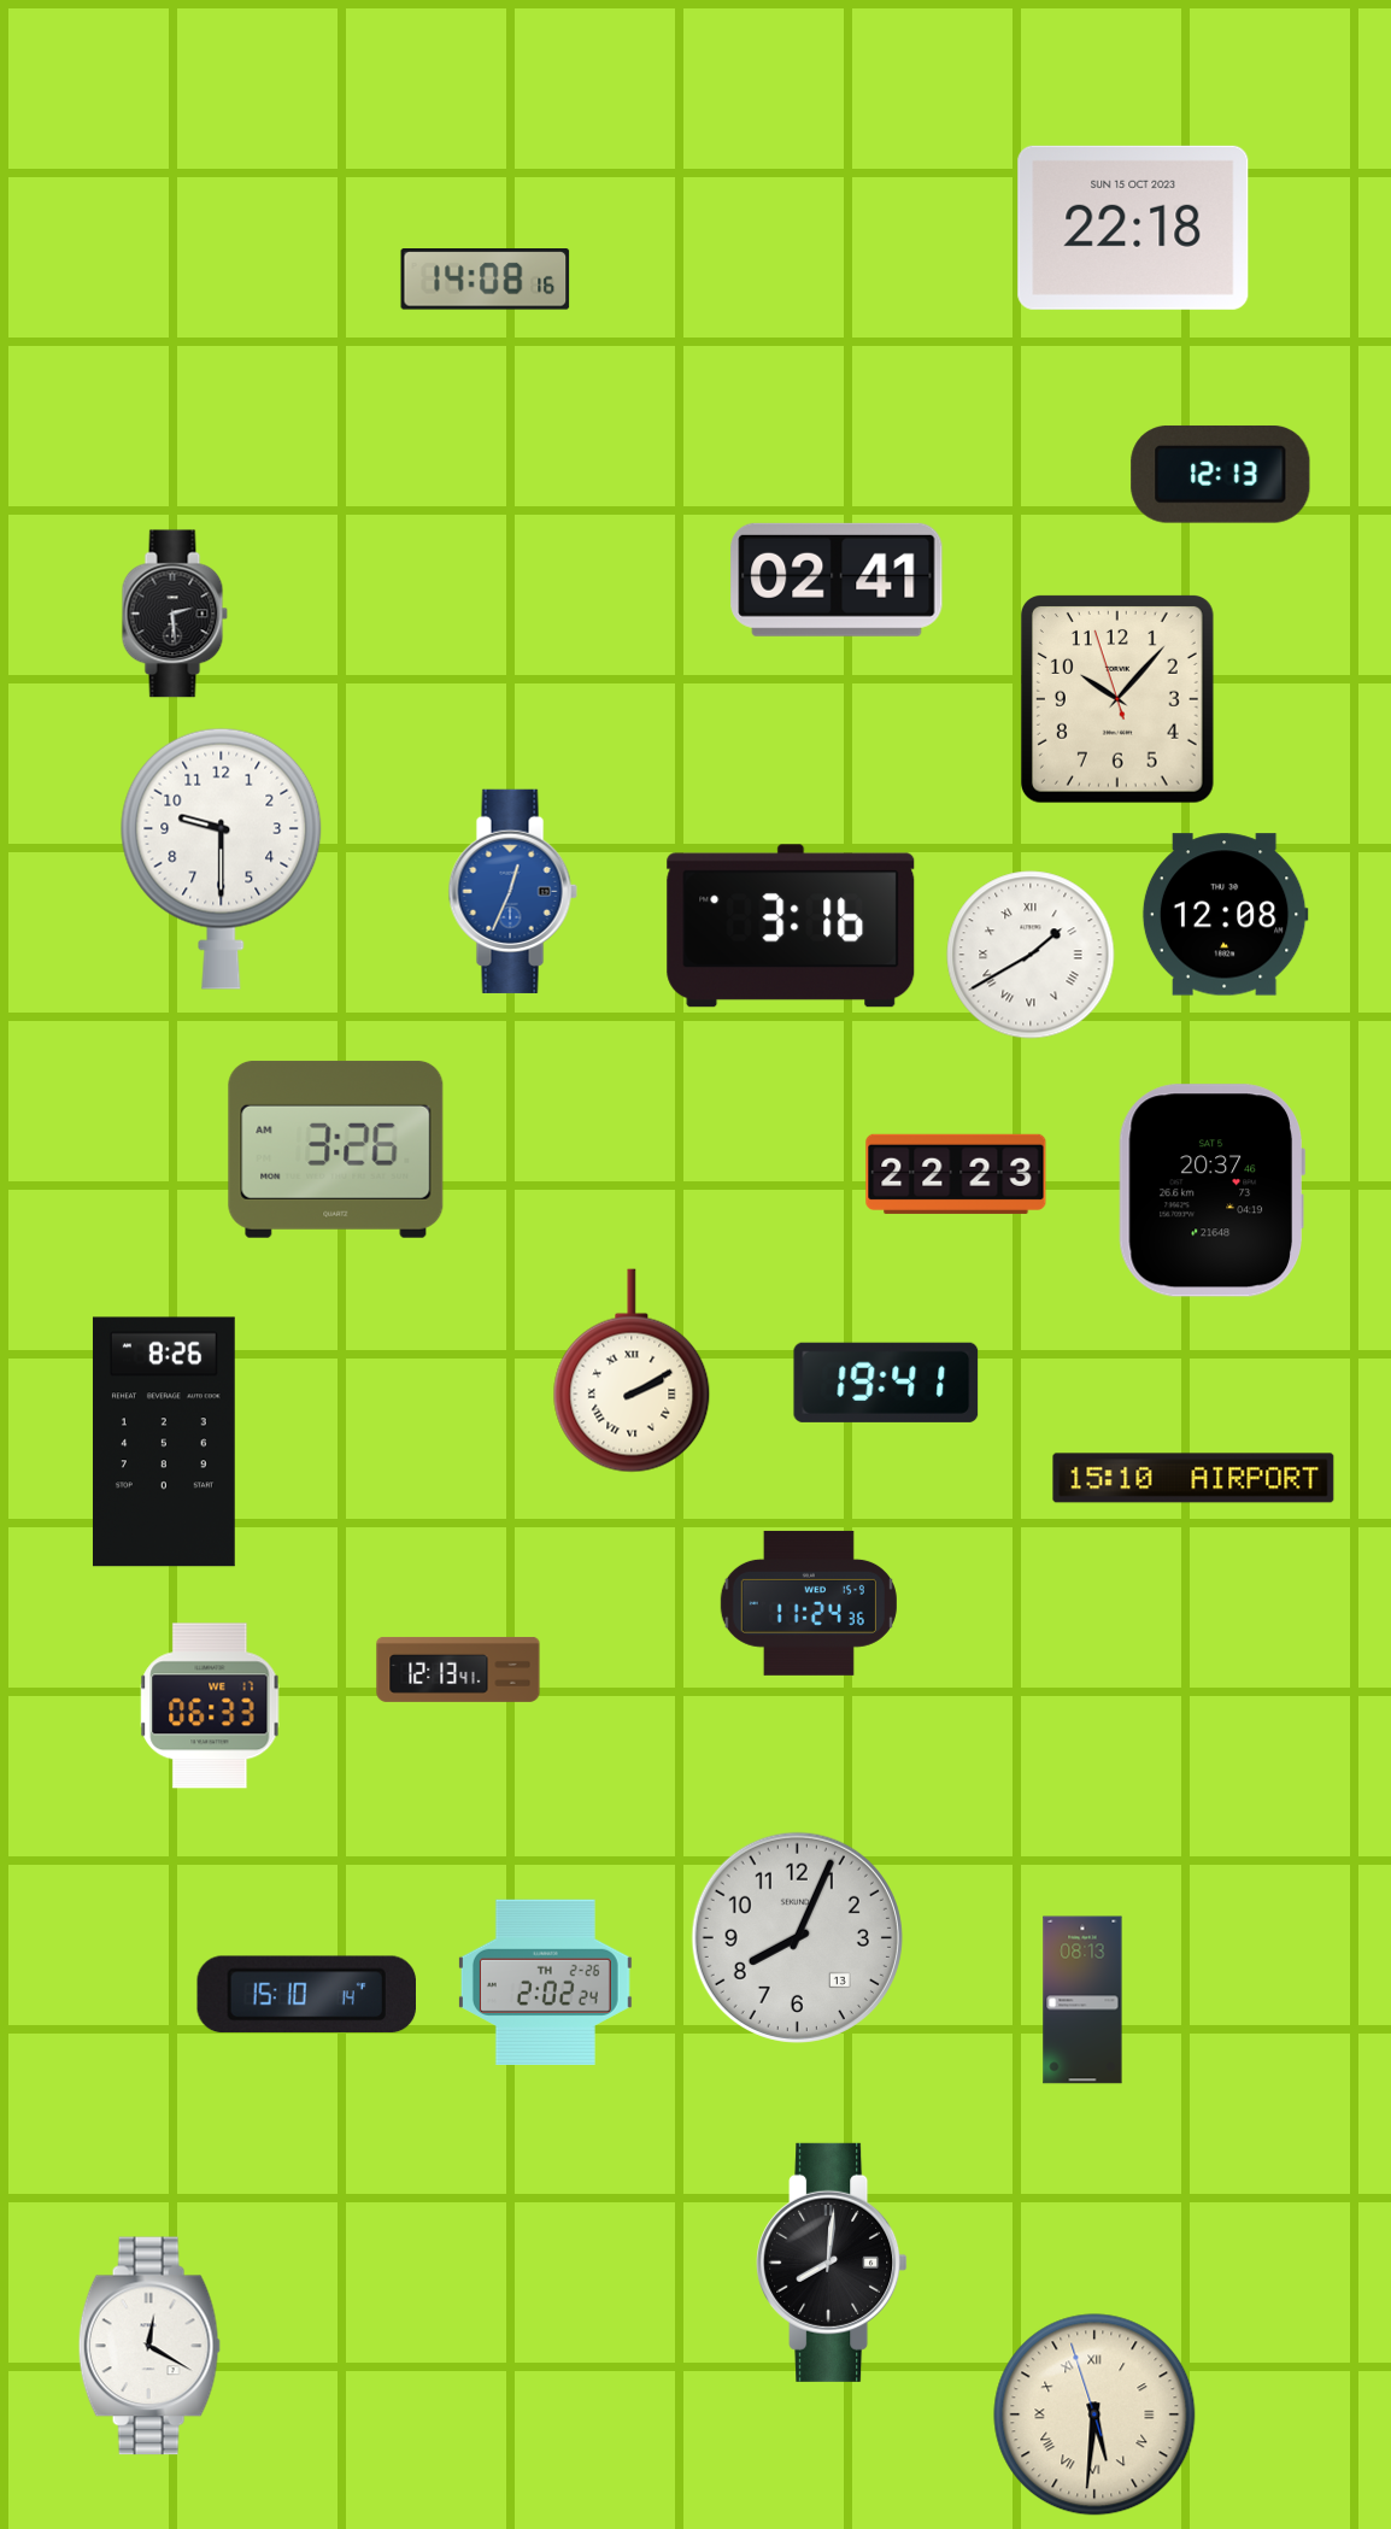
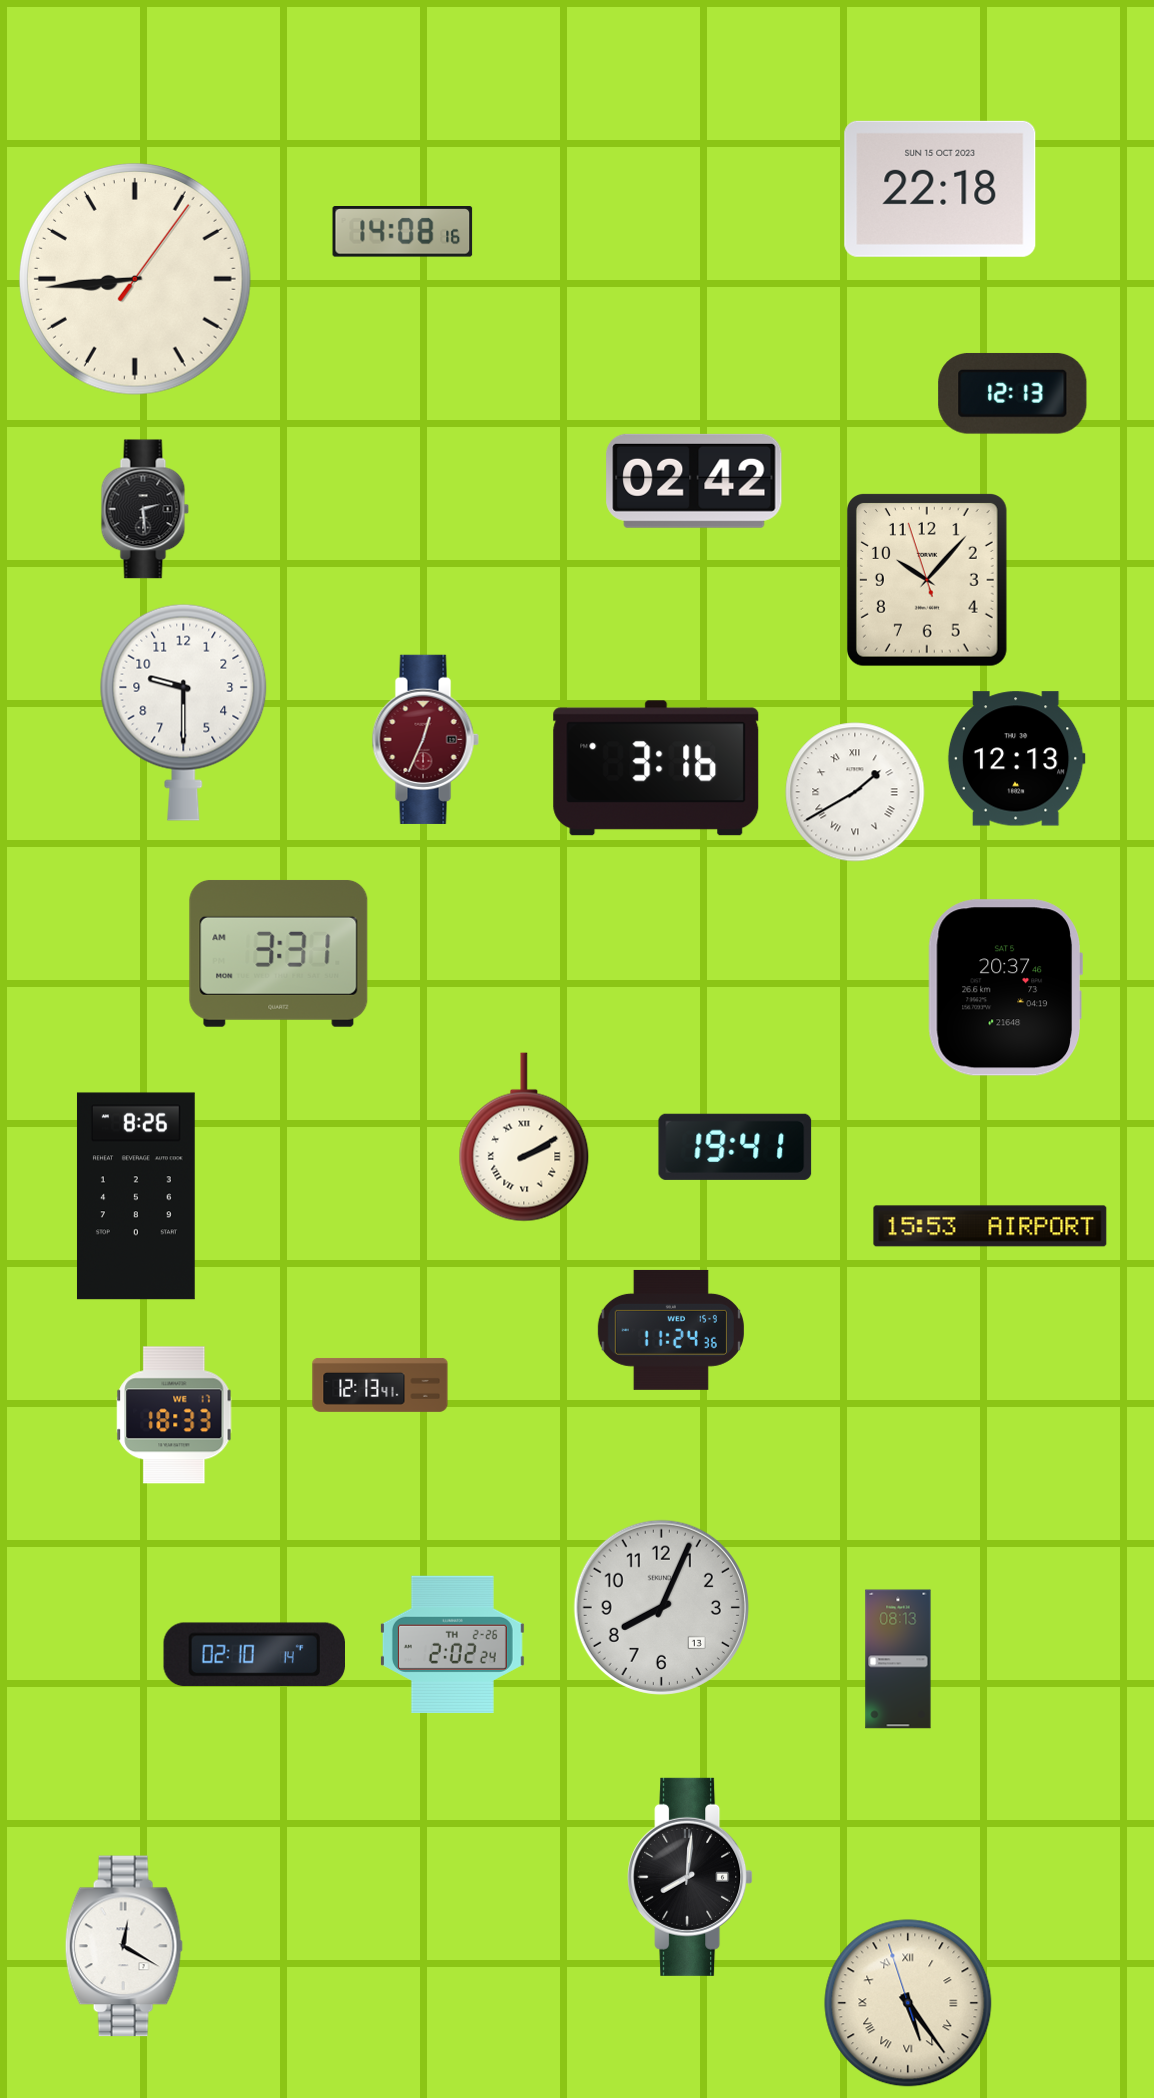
clock at (135, 279): none -> 8:44
clock at (837, 580): 02:41 -> 02:42
clock at (512, 891) dial: blue -> burgundy
clock at (1225, 915): 12:08 -> 12:13
clock at (336, 1149): 3:26 -> 3:31
clock at (956, 1174): 22:23 -> none
clock at (1193, 1478): 15:10 -> 15:53
clock at (210, 1706): 06:33 -> 18:33
clock at (306, 1995): 15:10 -> 02:10
clock at (1094, 2414): 5:30 -> 5:23
